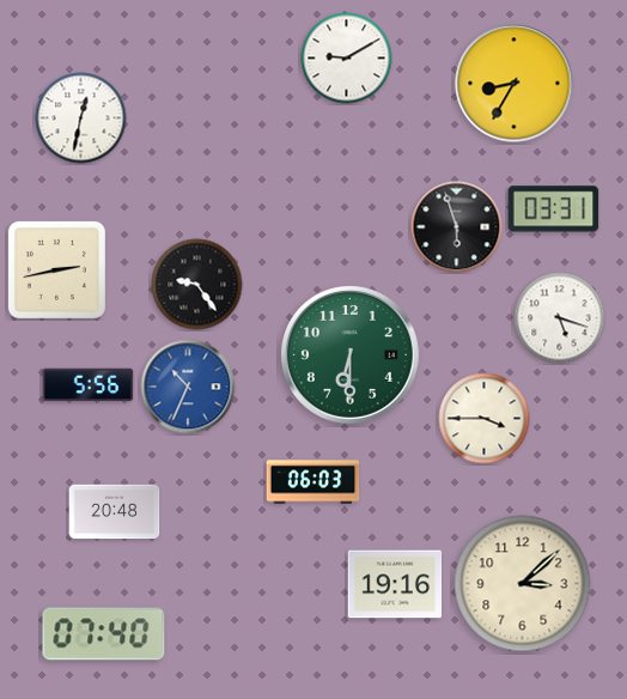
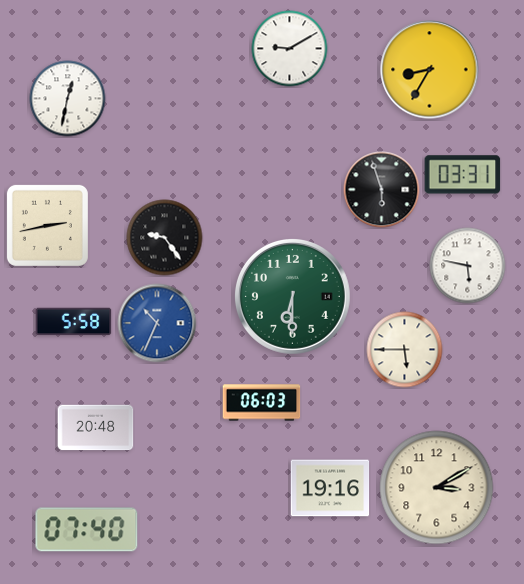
clock at (560, 318): 5:18 -> 5:47
clock at (89, 385): 5:56 -> 5:58
clock at (485, 419): 3:45 -> 5:45
clock at (523, 584): 3:08 -> 3:10
